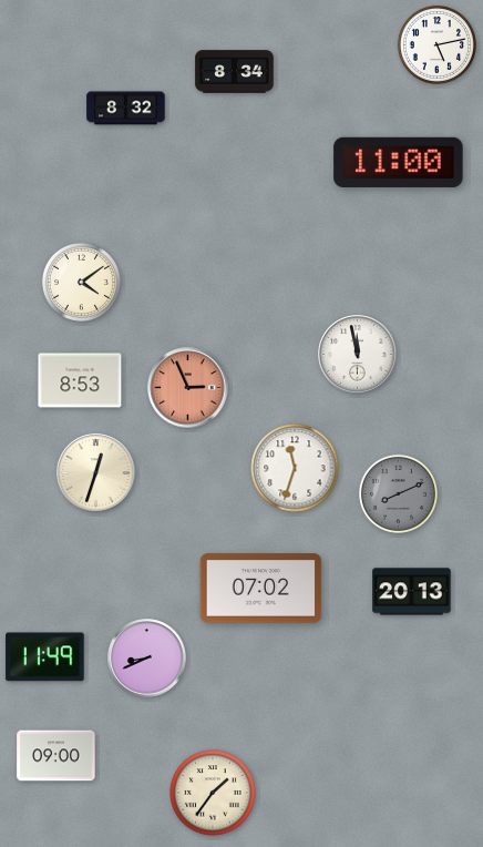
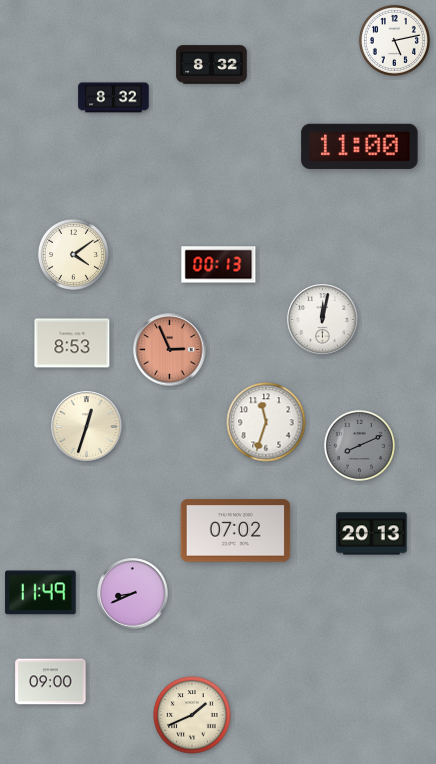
clock at (235, 72): 8:34 -> 8:32
clock at (219, 265): none -> 00:13
clock at (358, 355): 11:58 -> 12:02
clock at (213, 793): 1:36 -> 1:41
